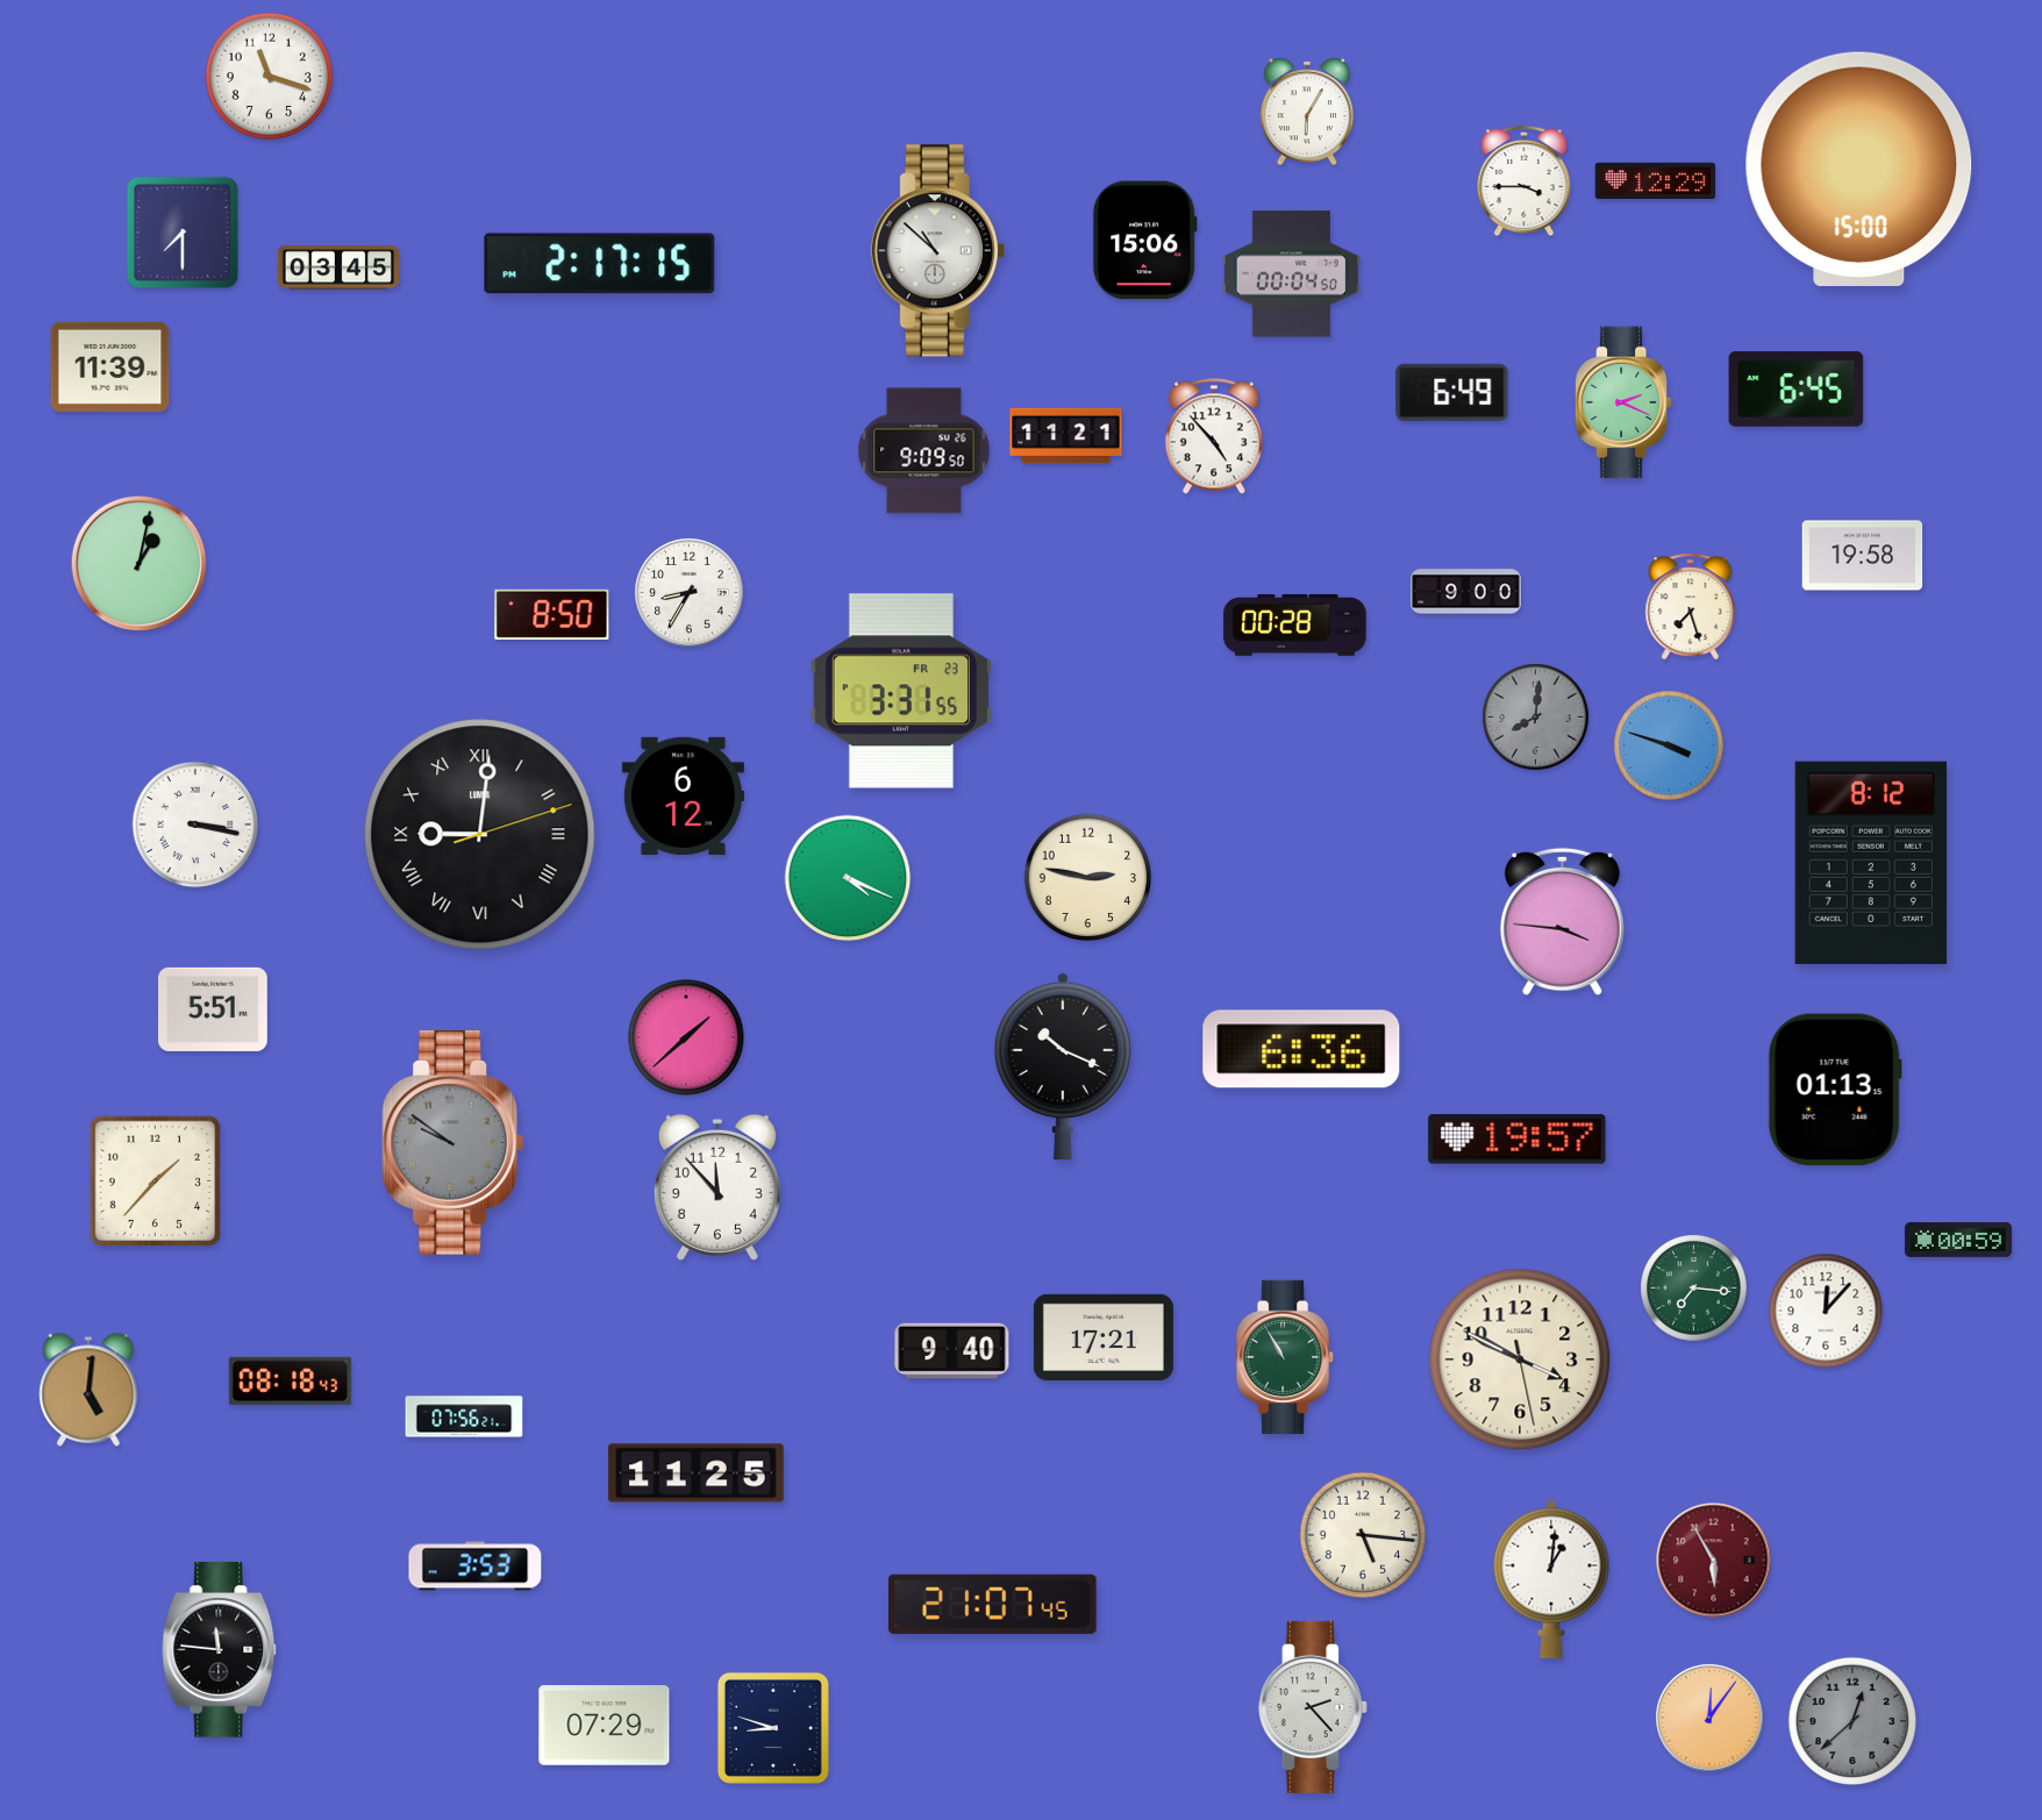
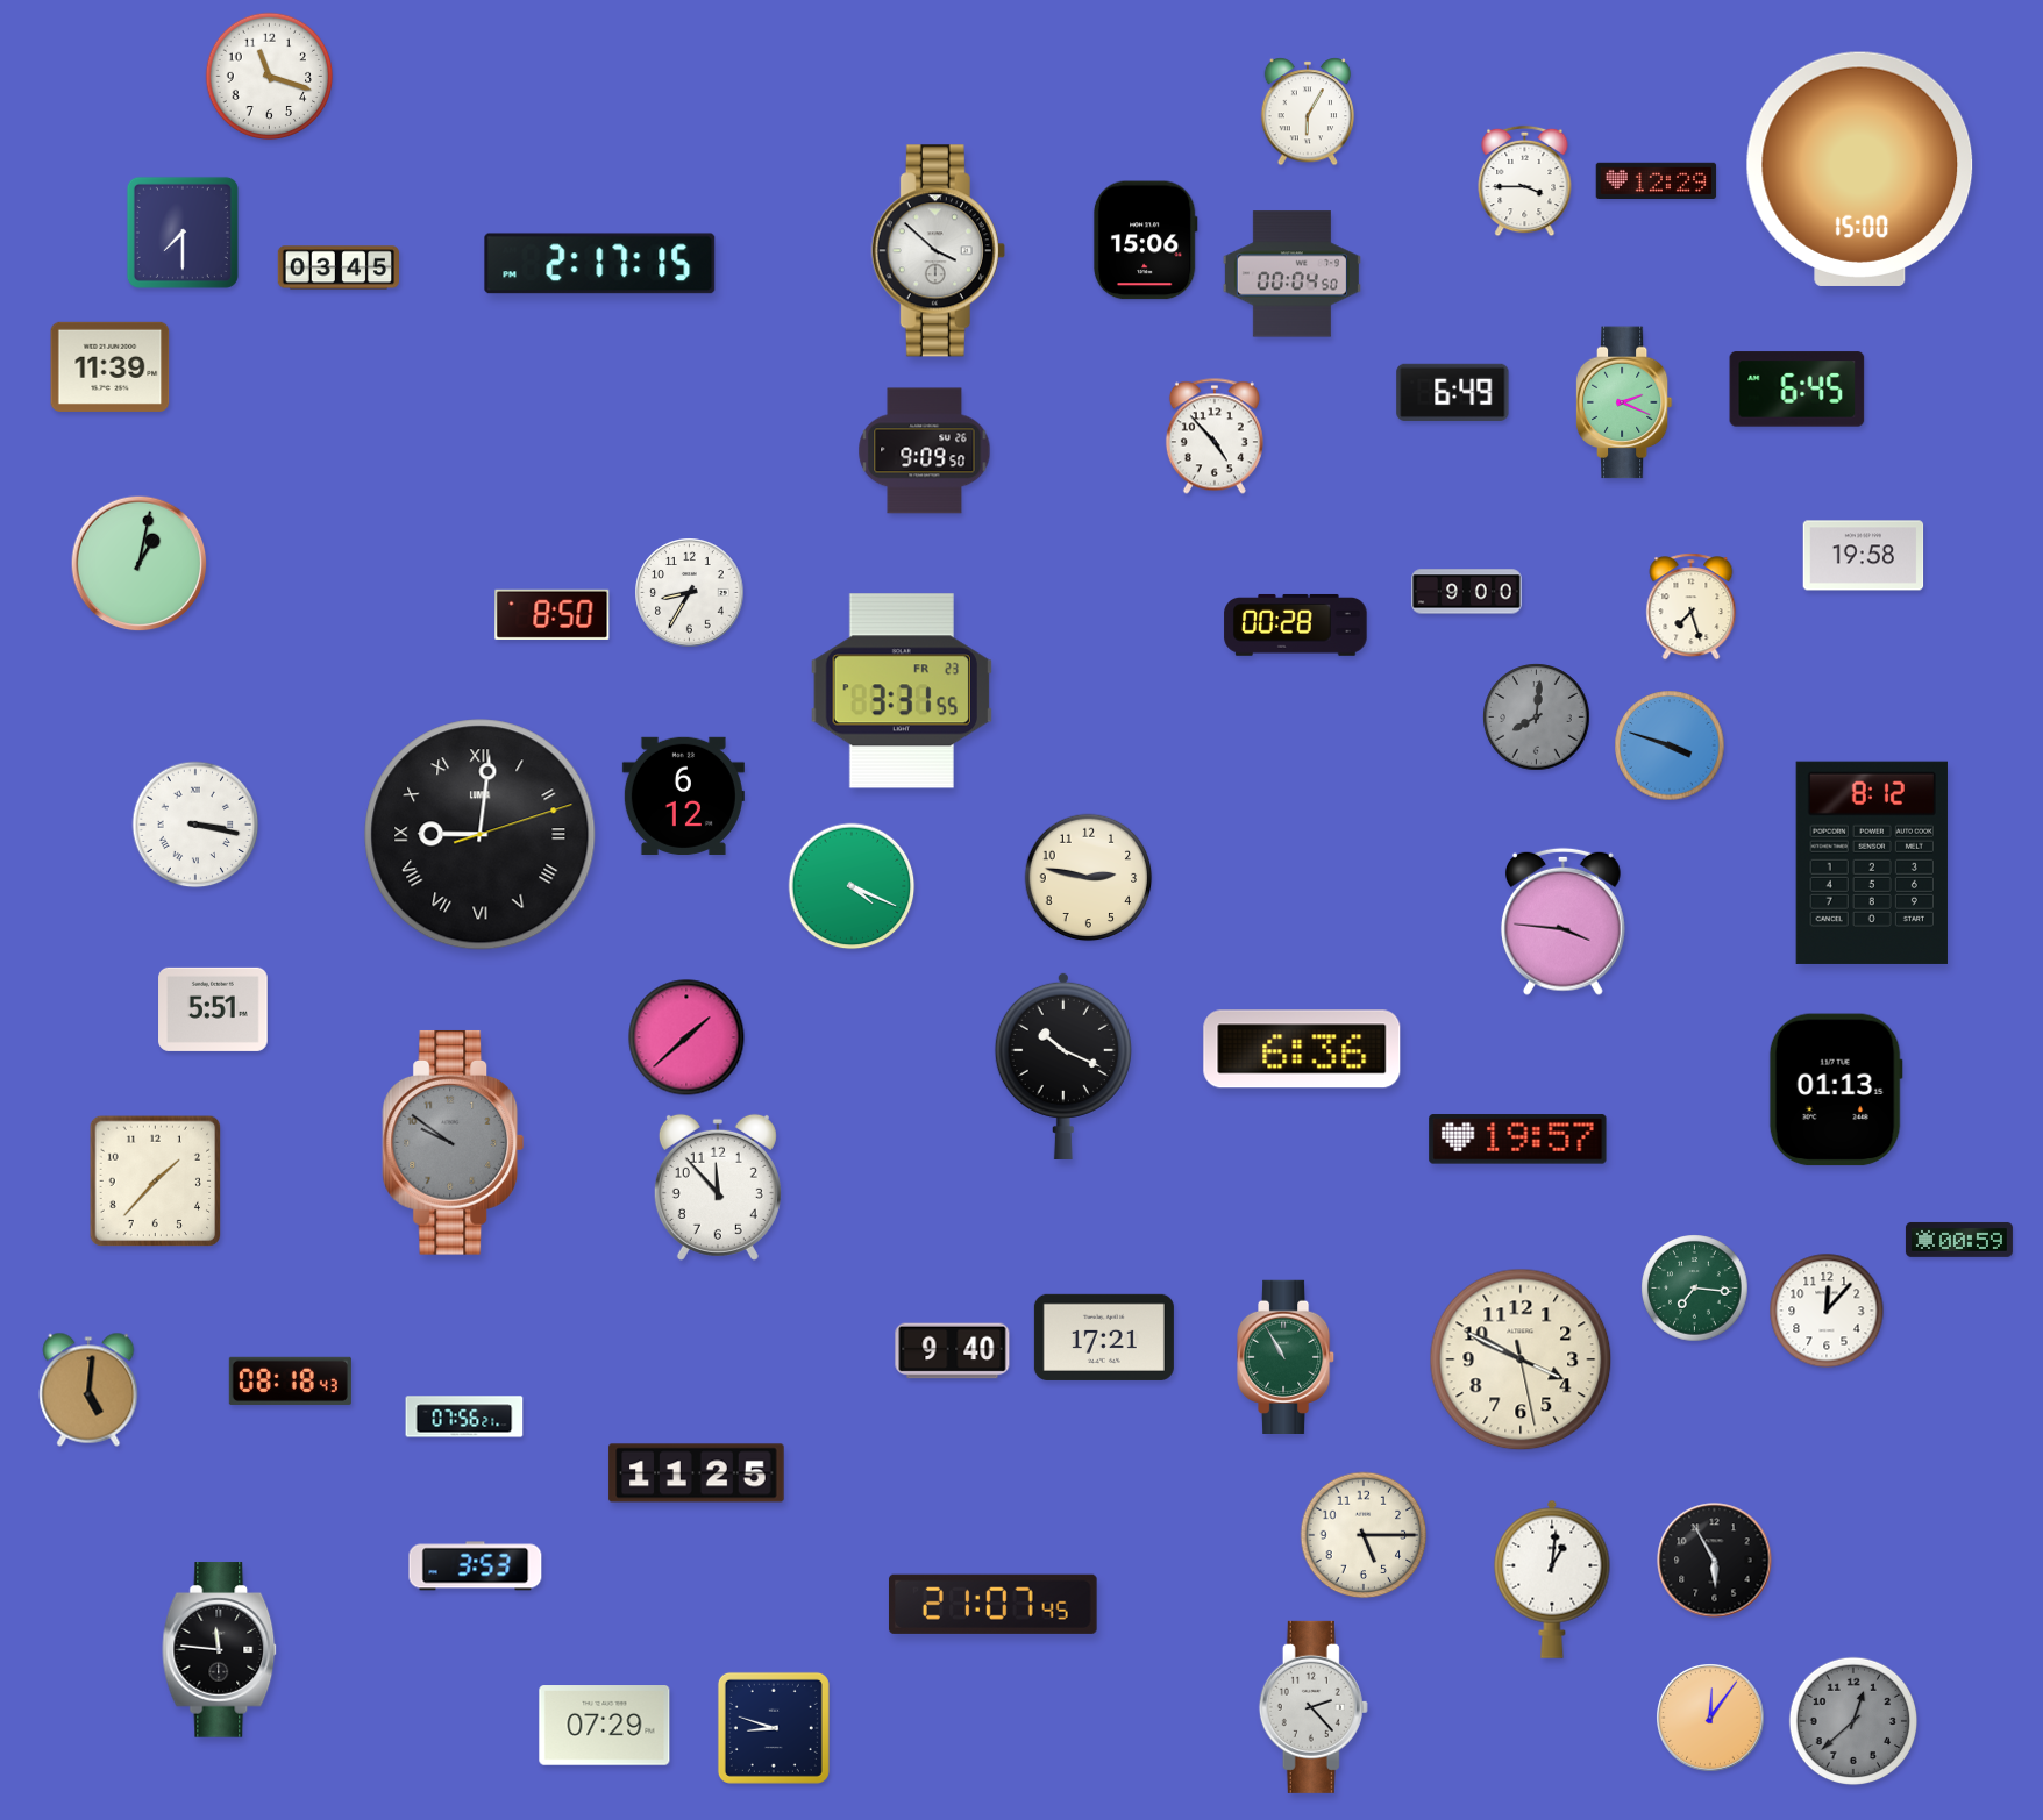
clock at (937, 251): 10:52 -> 3:52
clock at (1066, 435): 11:21 -> none
clock at (848, 878) position: (848, 878) -> (852, 886)
clock at (1363, 1535): 5:16 -> 5:15
clock at (1714, 1561) dial: burgundy -> black
